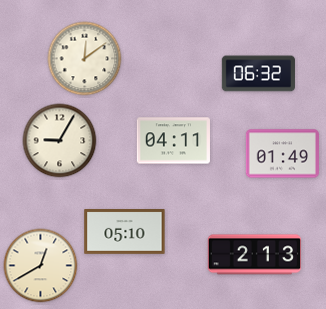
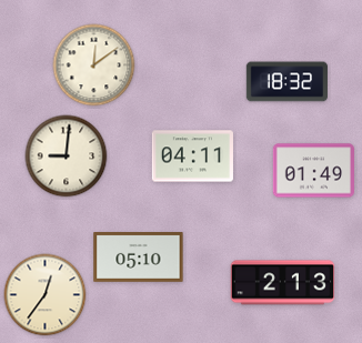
clock at (258, 74): 06:32 -> 18:32
clock at (60, 141): 9:05 -> 9:01
clock at (41, 266): 12:40 -> 12:36
